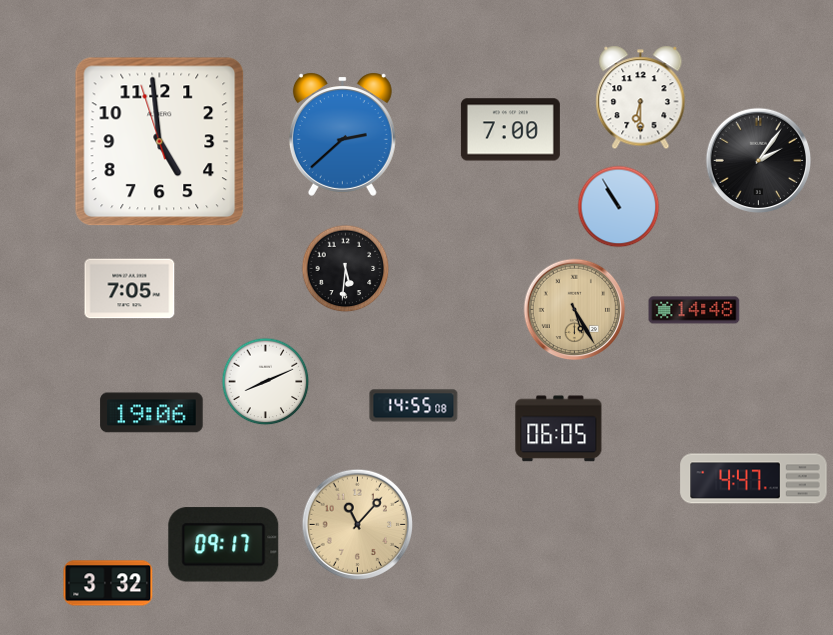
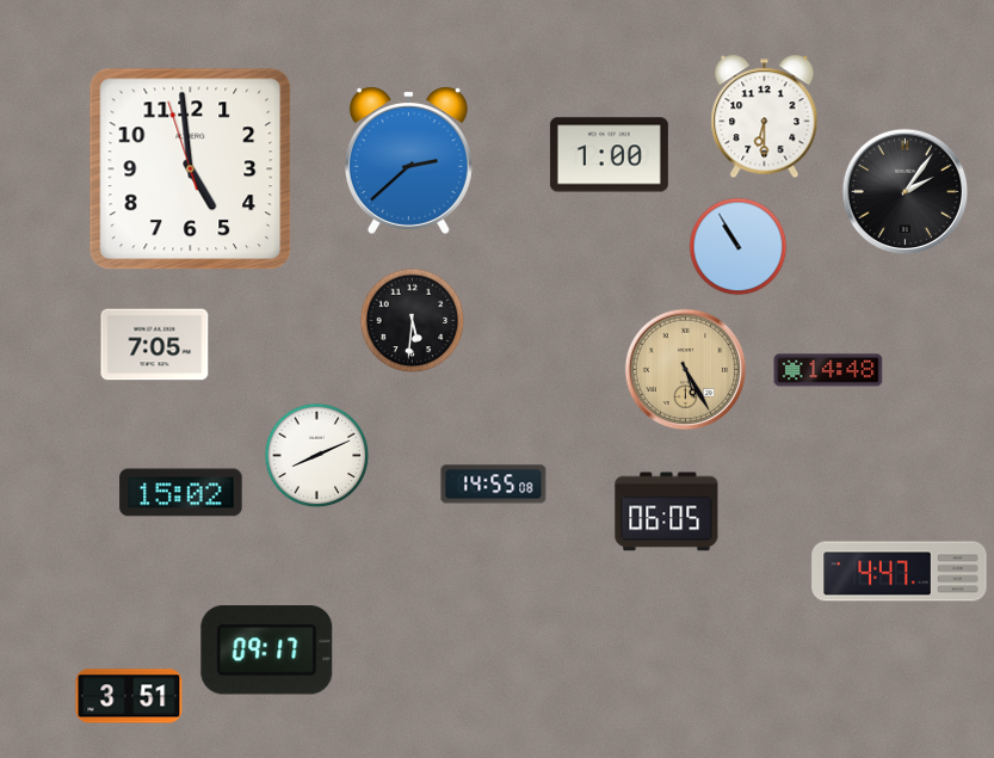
clock at (510, 130): 7:00 -> 1:00
clock at (152, 413): 19:06 -> 15:02
clock at (357, 524): 11:07 -> none
clock at (108, 583): 3:32 -> 3:51
